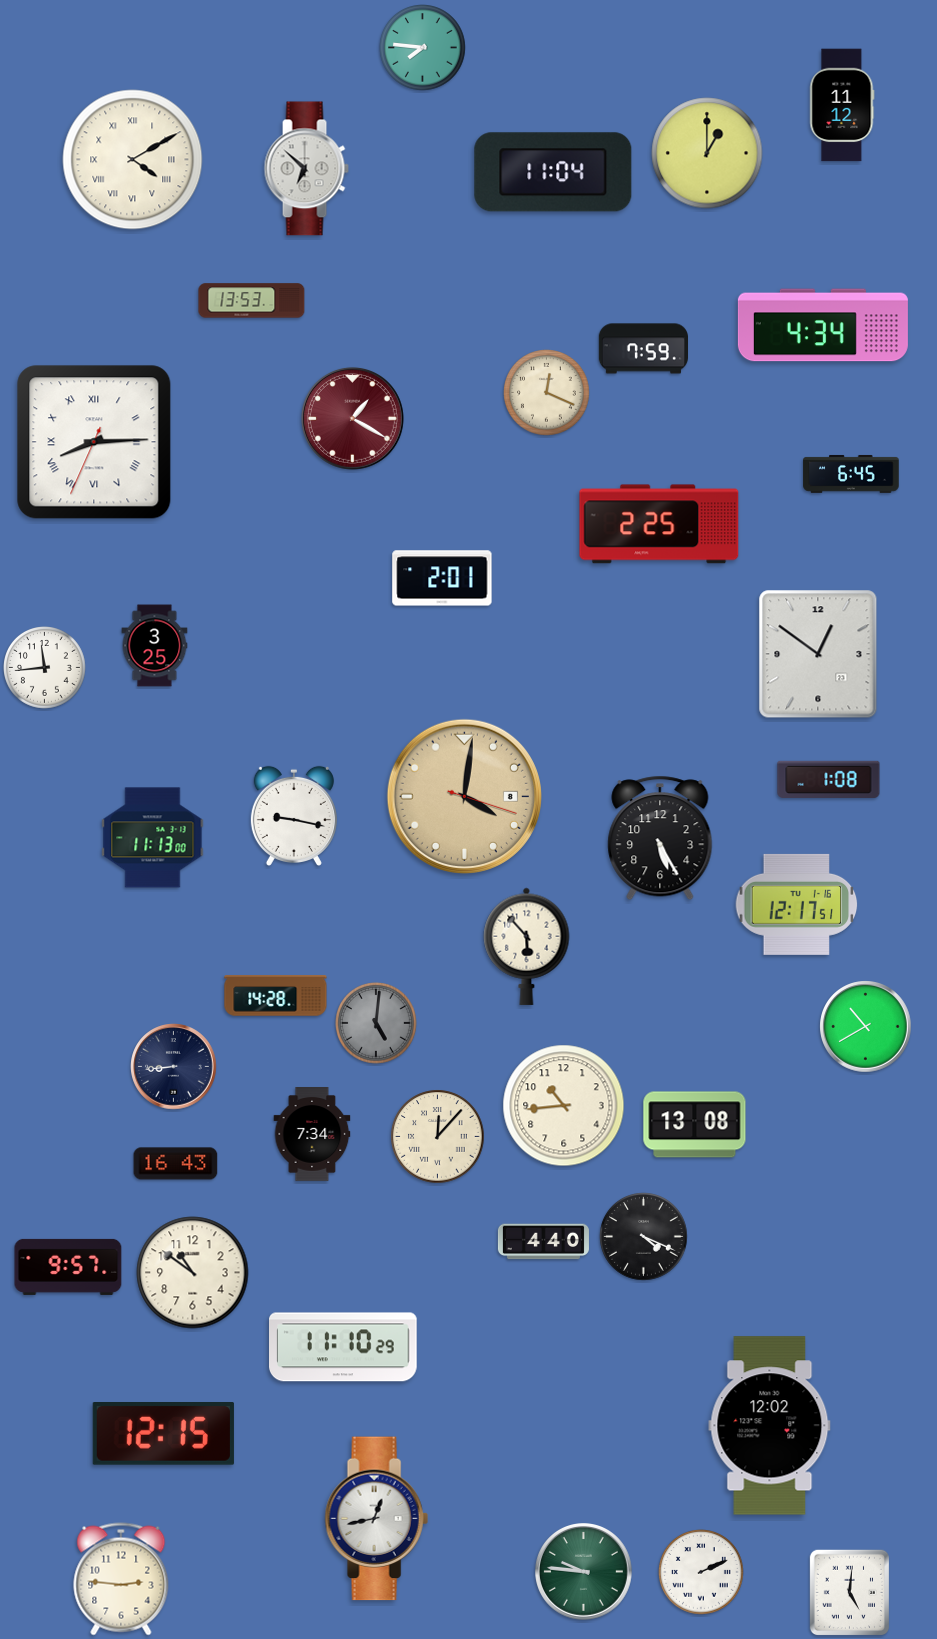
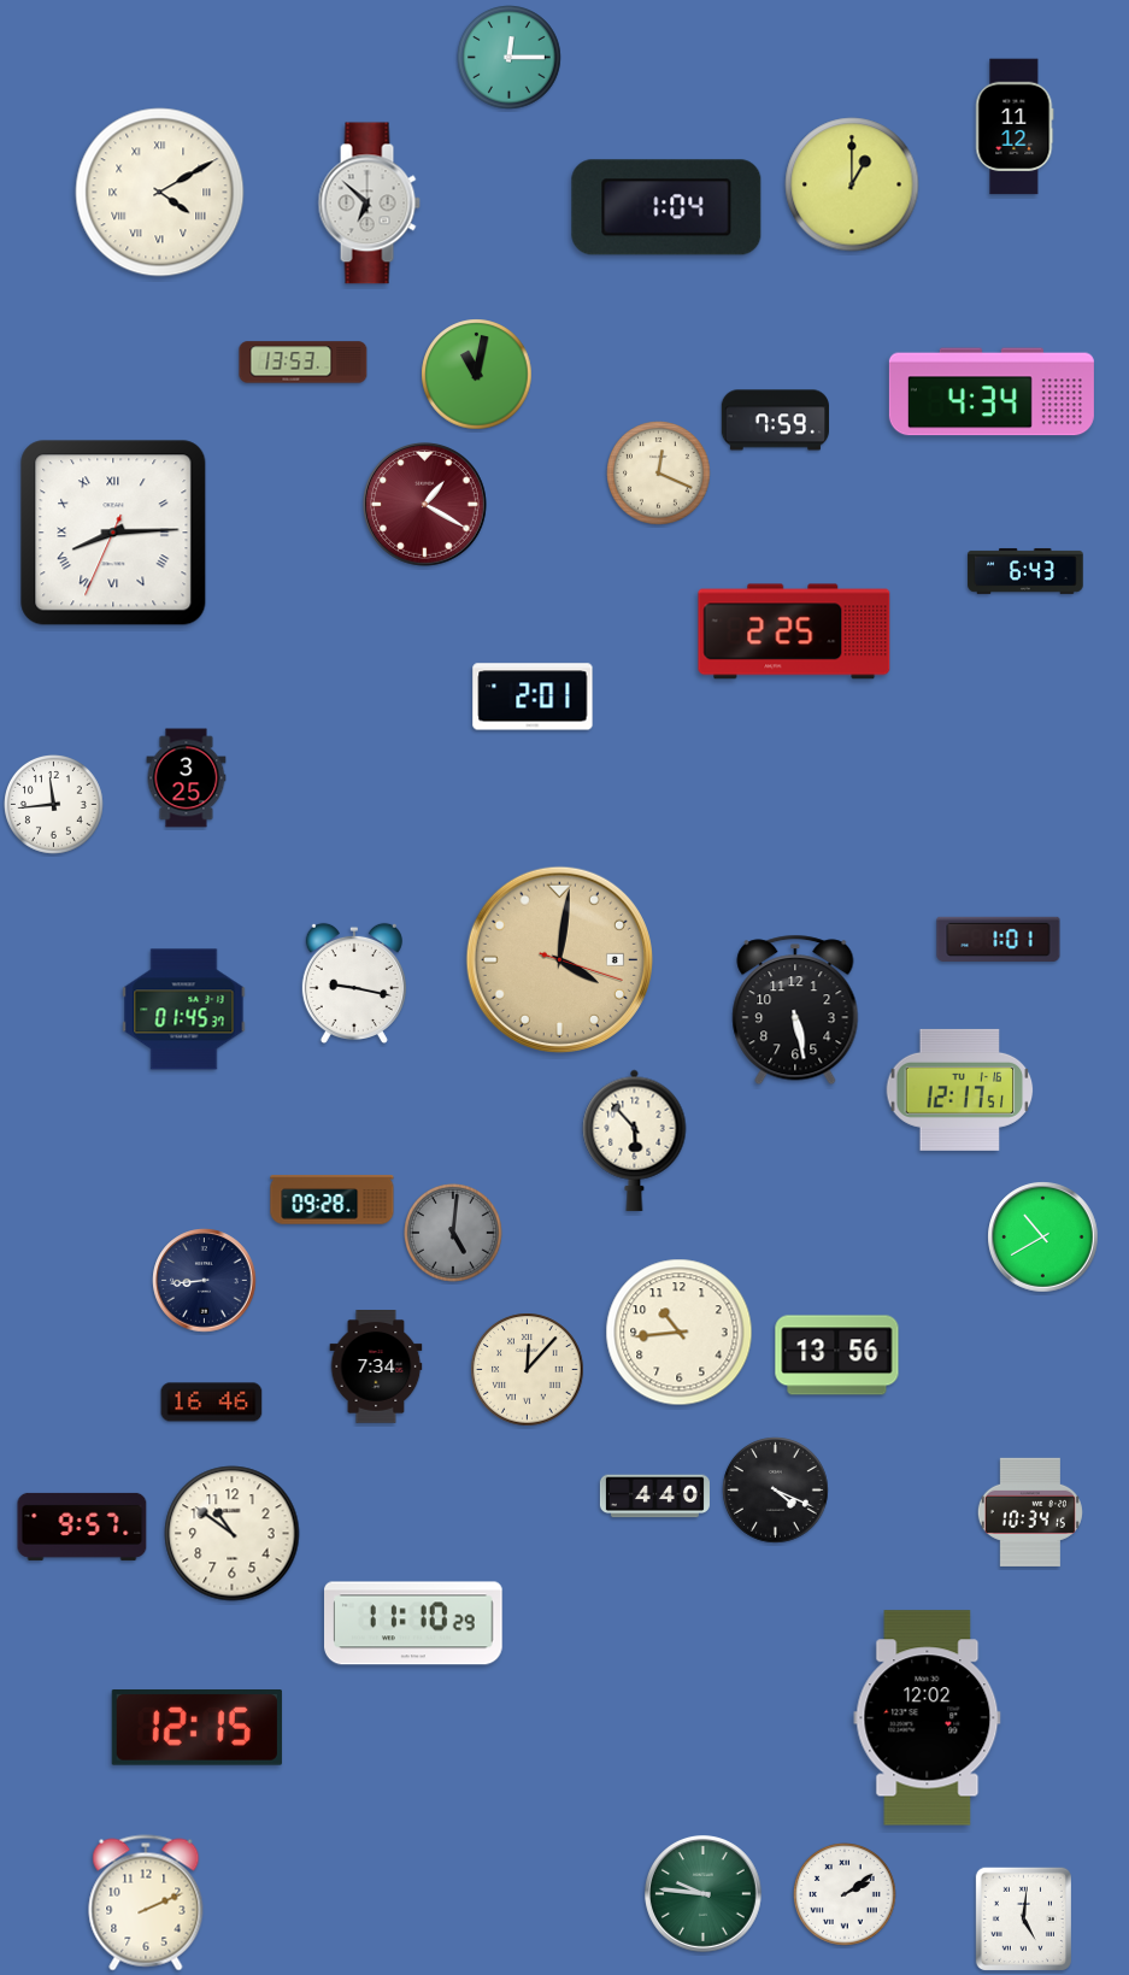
clock at (423, 48): 7:46 -> 12:15
clock at (553, 172): 11:04 -> 1:04
clock at (477, 375): none -> 11:02
clock at (851, 474): 6:45 -> 6:43
clock at (818, 654): 12:51 -> none
clock at (829, 779): 1:08 -> 1:01
clock at (153, 838): 11:13 -> 01:45
clock at (660, 838): 5:25 -> 5:28
clock at (276, 996): 14:28 -> 09:28
clock at (174, 1067) position: (174, 1067) -> (205, 1281)
clock at (695, 1125): 13:08 -> 13:56
clock at (176, 1164): 16:43 -> 16:46
clock at (1030, 1512): none -> 10:34
clock at (376, 1519): 12:43 -> none
clock at (702, 1573): 2:11 -> 2:09
clock at (121, 1579): 2:46 -> 2:11
